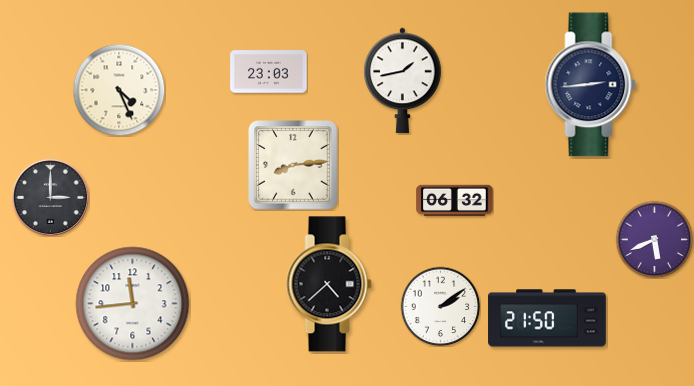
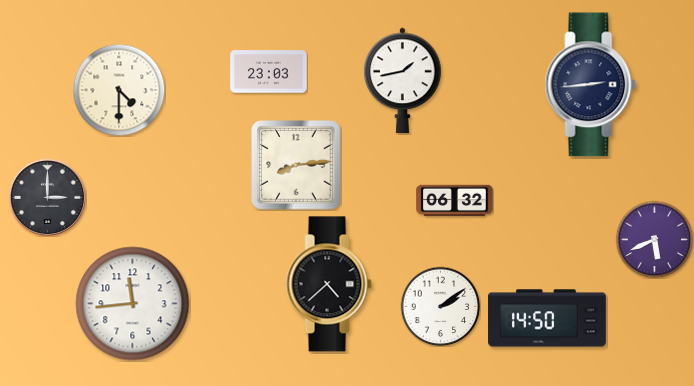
clock at (119, 90): 4:26 -> 4:30
clock at (293, 165) position: (293, 165) -> (296, 165)
clock at (50, 197) position: (50, 197) -> (47, 197)
clock at (547, 318): 21:50 -> 14:50
